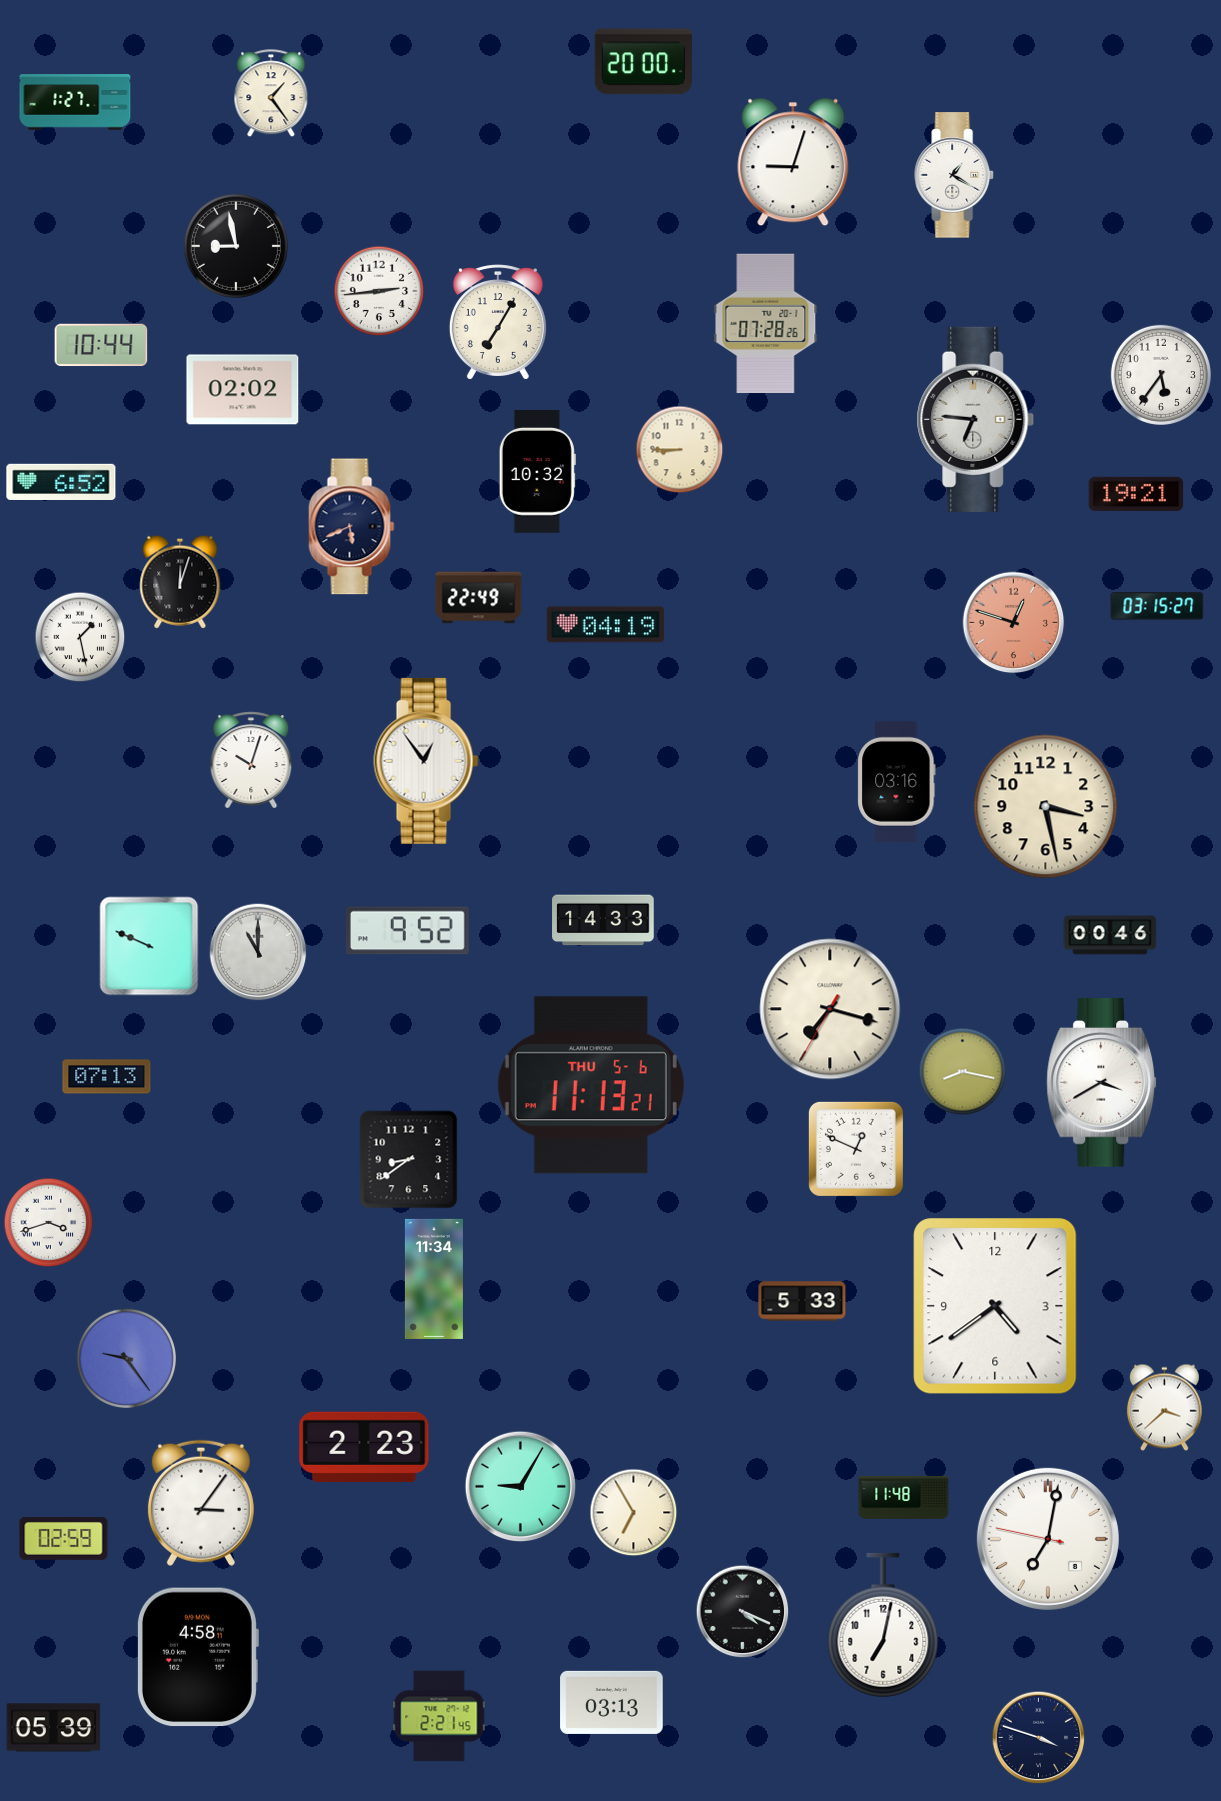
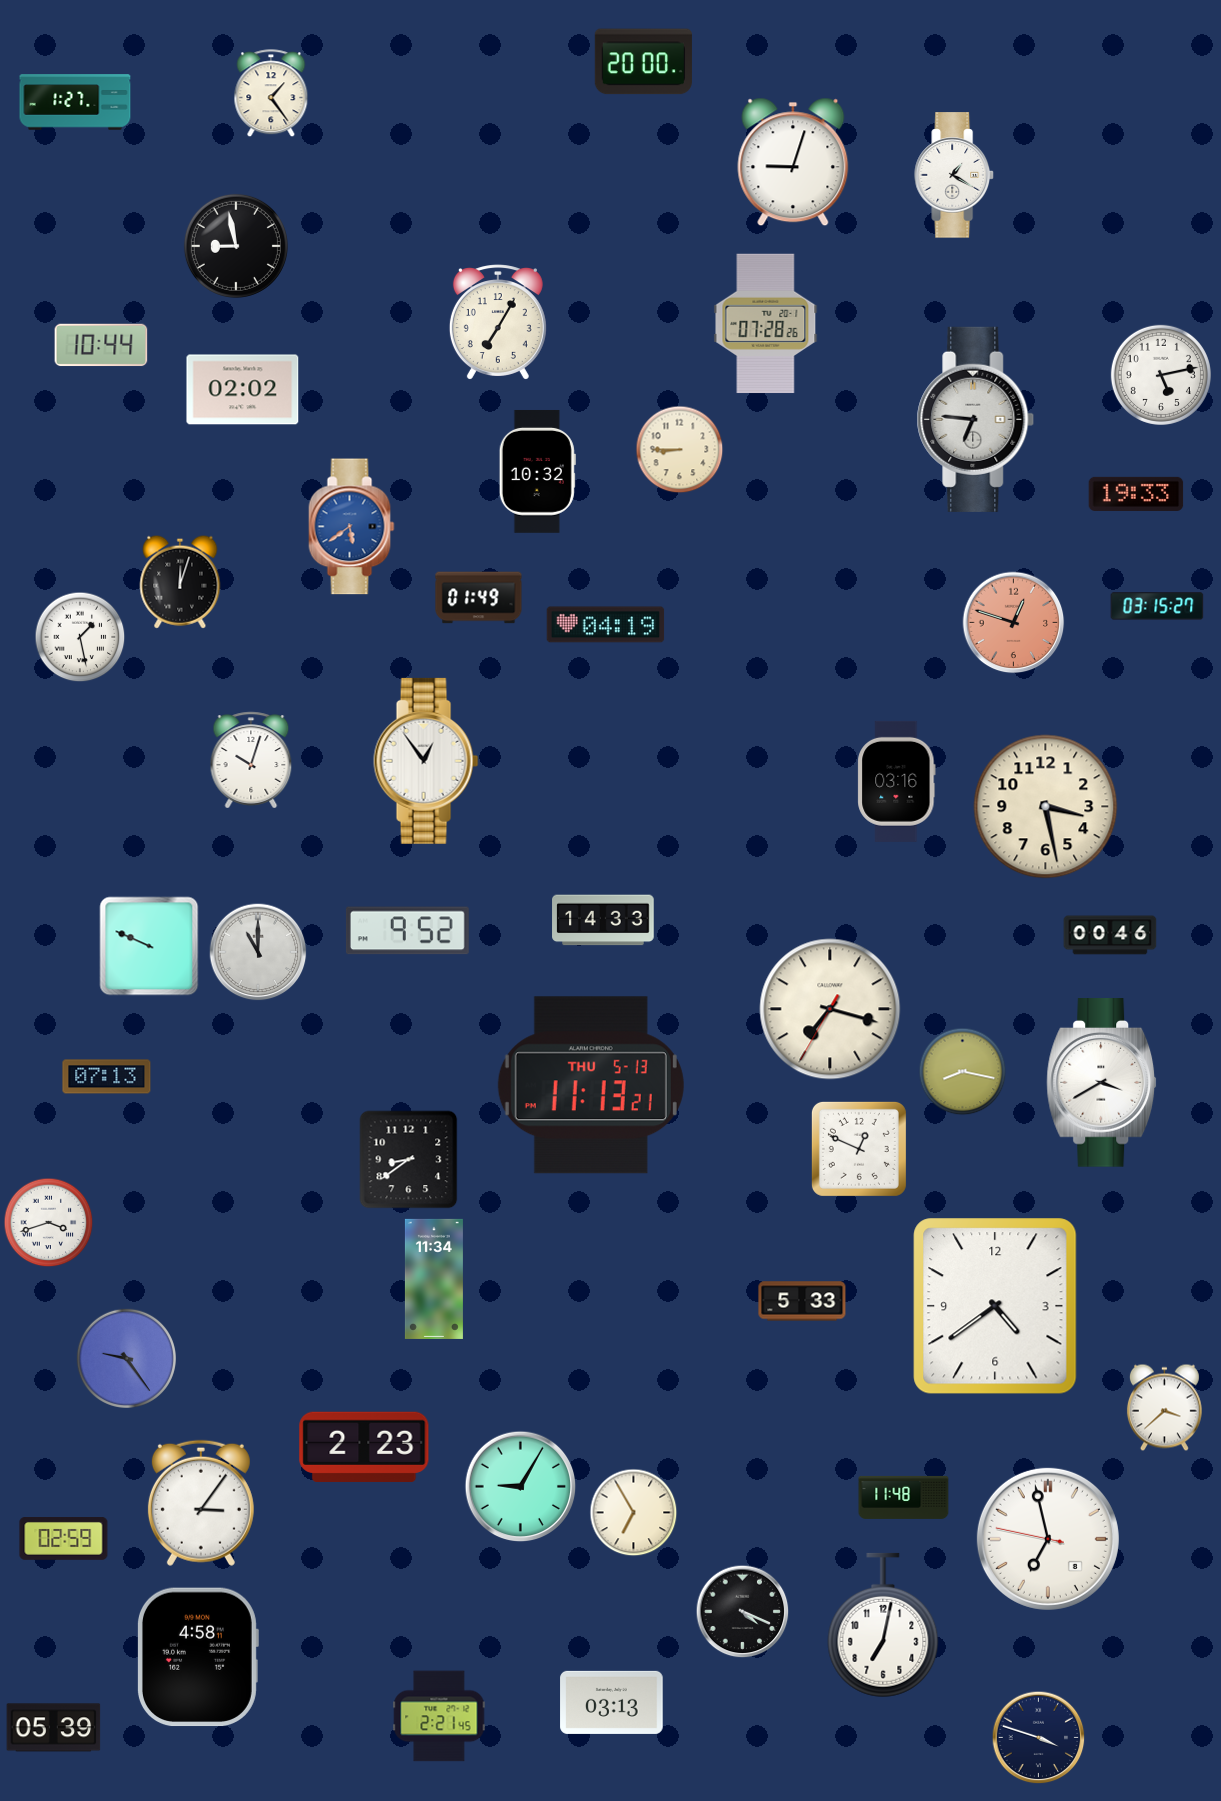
clock at (379, 291): 2:44 -> none
clock at (1161, 375): 5:36 -> 5:13
clock at (61, 481): 6:52 -> none
clock at (1136, 494): 19:21 -> 19:33
clock at (352, 527): 5:41 -> 5:39
clock at (352, 527) dial: navy -> blue
clock at (479, 598): 22:49 -> 01:49
clock at (591, 1085) date: THU 5-6 -> THU 5-13
clock at (856, 1149) position: (856, 1149) -> (859, 1149)
clock at (1048, 1539): 7:01 -> 6:57
